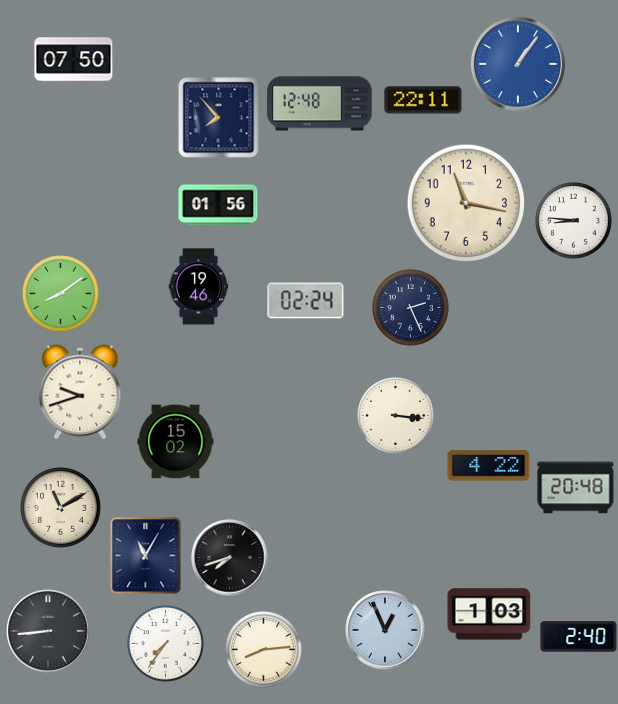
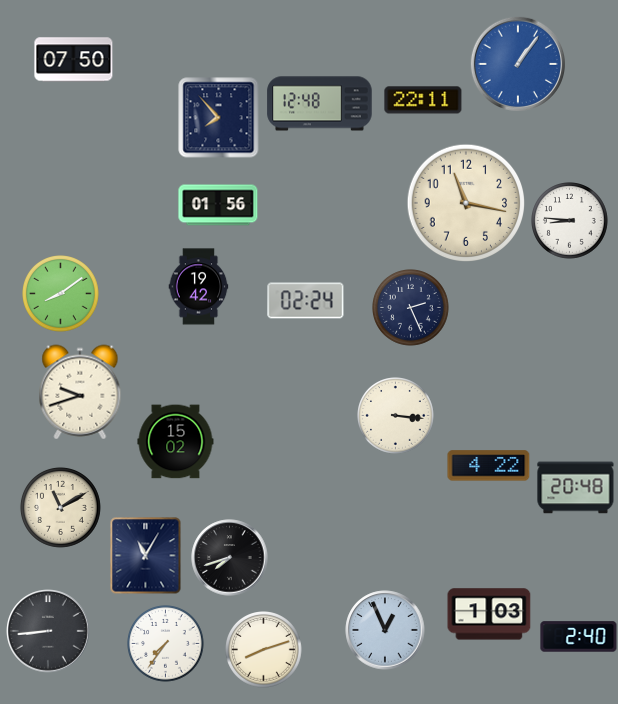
clock at (574, 221) position: (574, 221) -> (570, 221)
clock at (199, 287): 19:46 -> 19:42
clock at (264, 650): 8:14 -> 8:12
